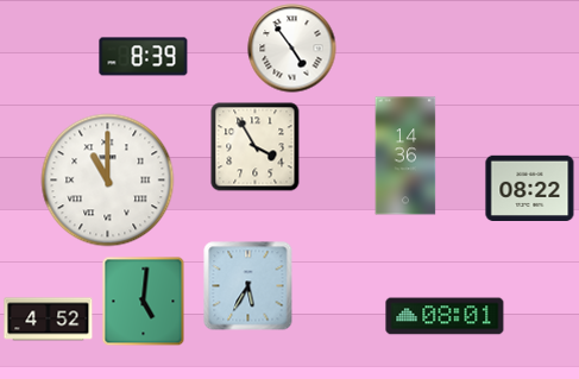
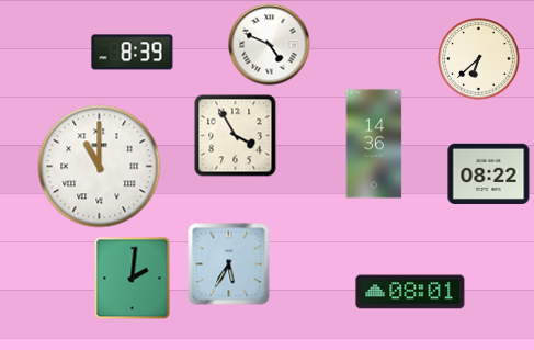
clock at (292, 49): 4:54 -> 4:49
clock at (479, 59): none -> 6:38
clock at (144, 302): 5:01 -> 2:01
clock at (49, 320): 4:52 -> none
